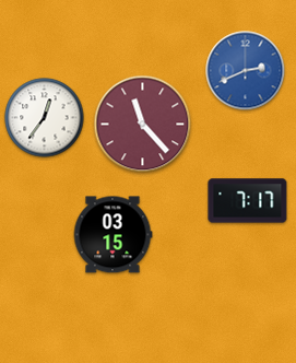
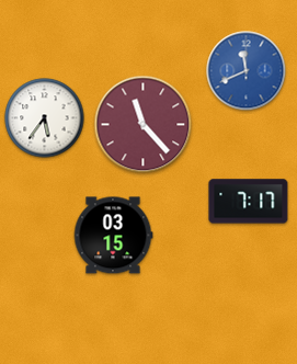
clock at (246, 71): 2:41 -> 11:41
clock at (45, 118): 12:36 -> 5:36
